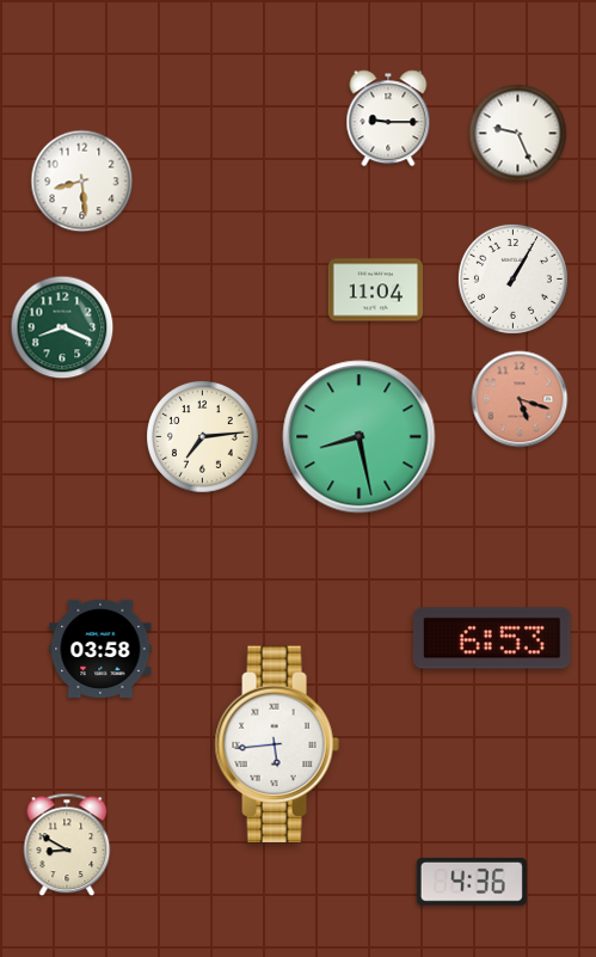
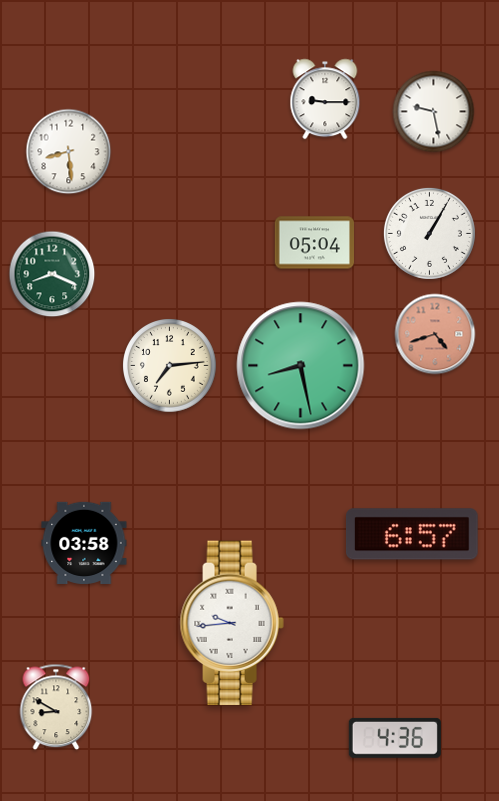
clock at (518, 134): 9:26 -> 9:28
clock at (375, 290): 11:04 -> 05:04
clock at (520, 399): 5:18 -> 4:42
clock at (493, 638): 6:53 -> 6:57
clock at (277, 744): 5:44 -> 9:44
